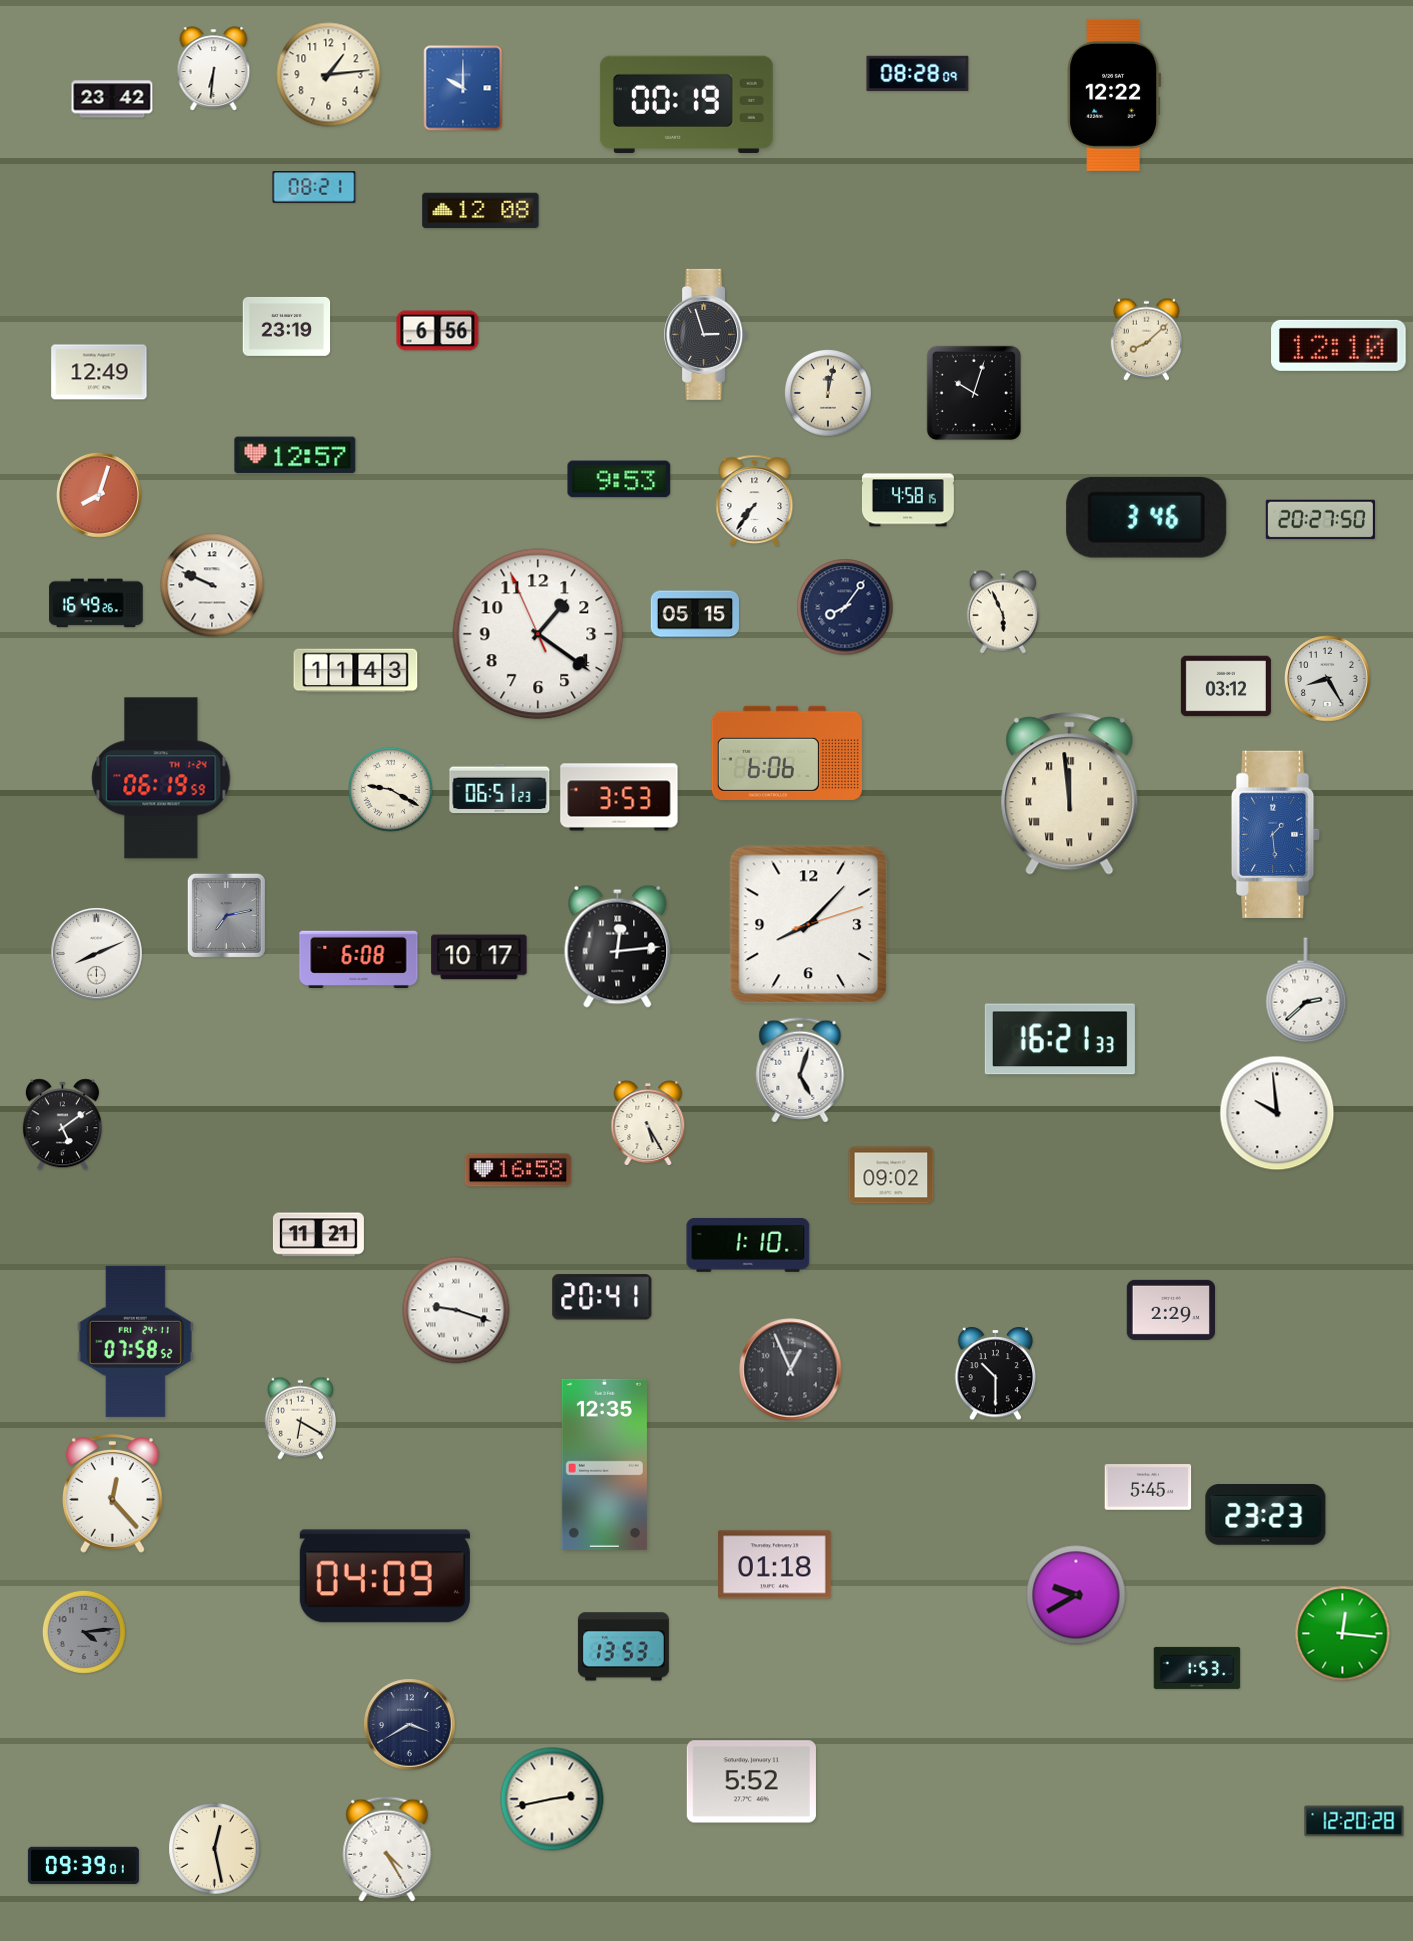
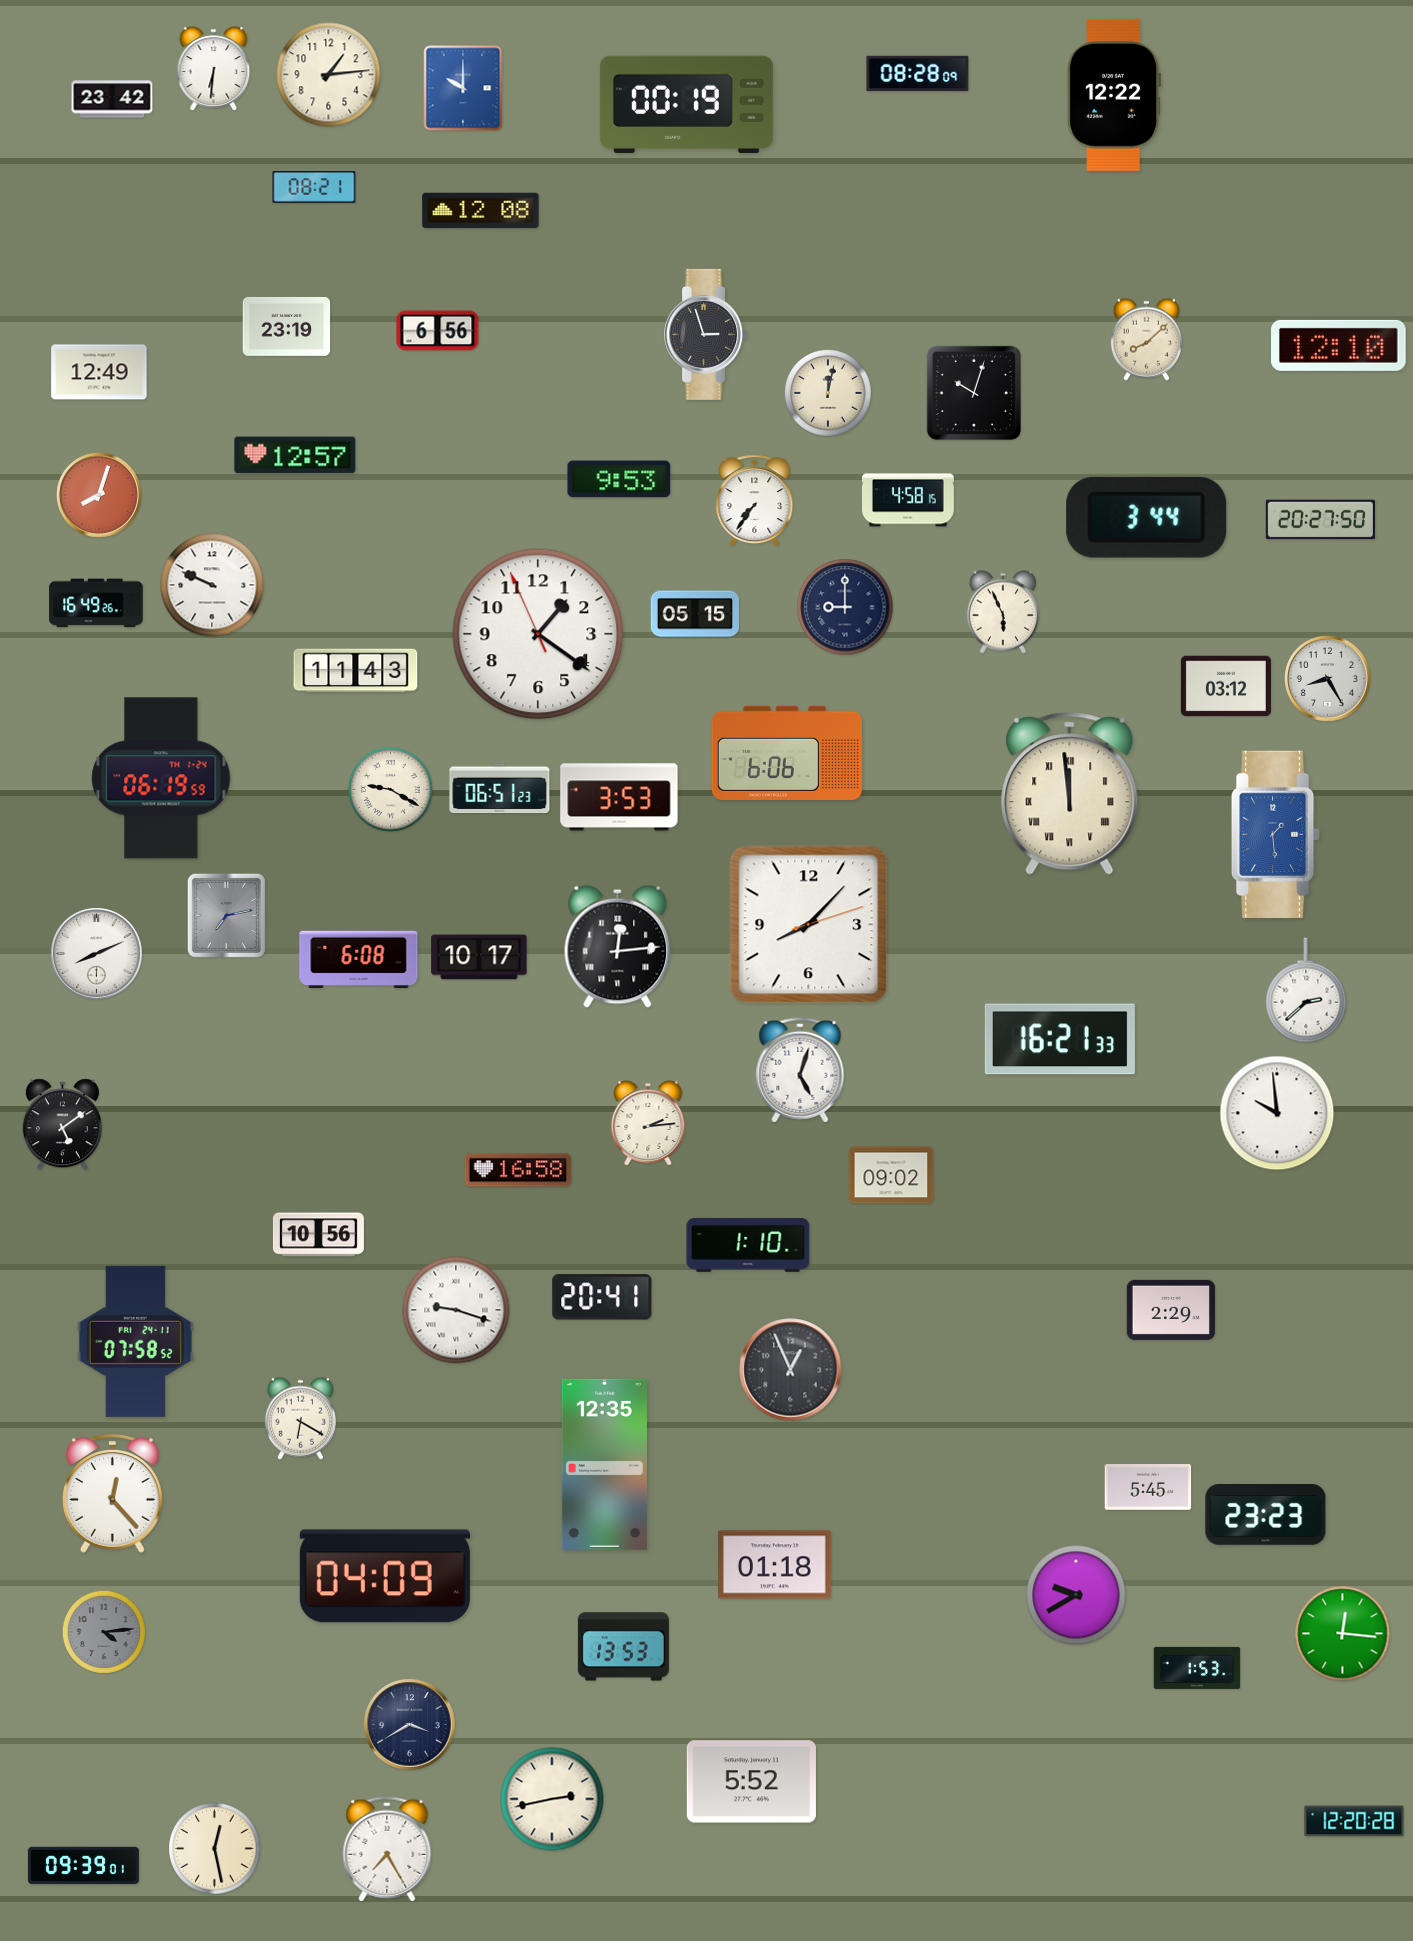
clock at (1147, 517): 3:46 -> 3:44
clock at (845, 607): 8:06 -> 9:00
clock at (648, 1123): 5:25 -> 2:14
clock at (318, 1235): 11:21 -> 10:56
clock at (996, 1374): 10:30 -> none
clock at (84, 1632) position: (84, 1632) -> (104, 1632)
clock at (387, 1849): 4:25 -> 7:25
